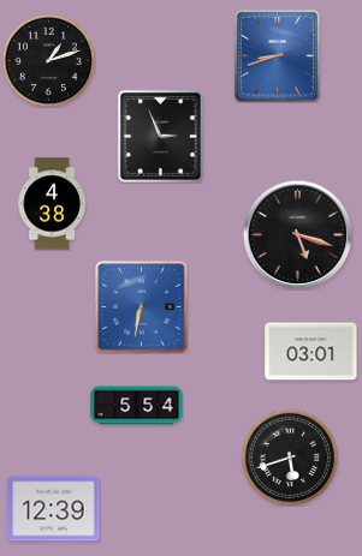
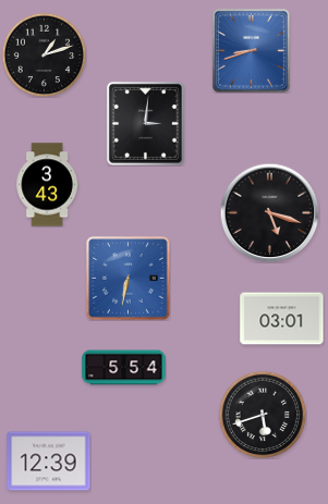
clock at (160, 136): 2:56 -> 3:01
clock at (52, 204): 4:38 -> 3:43
